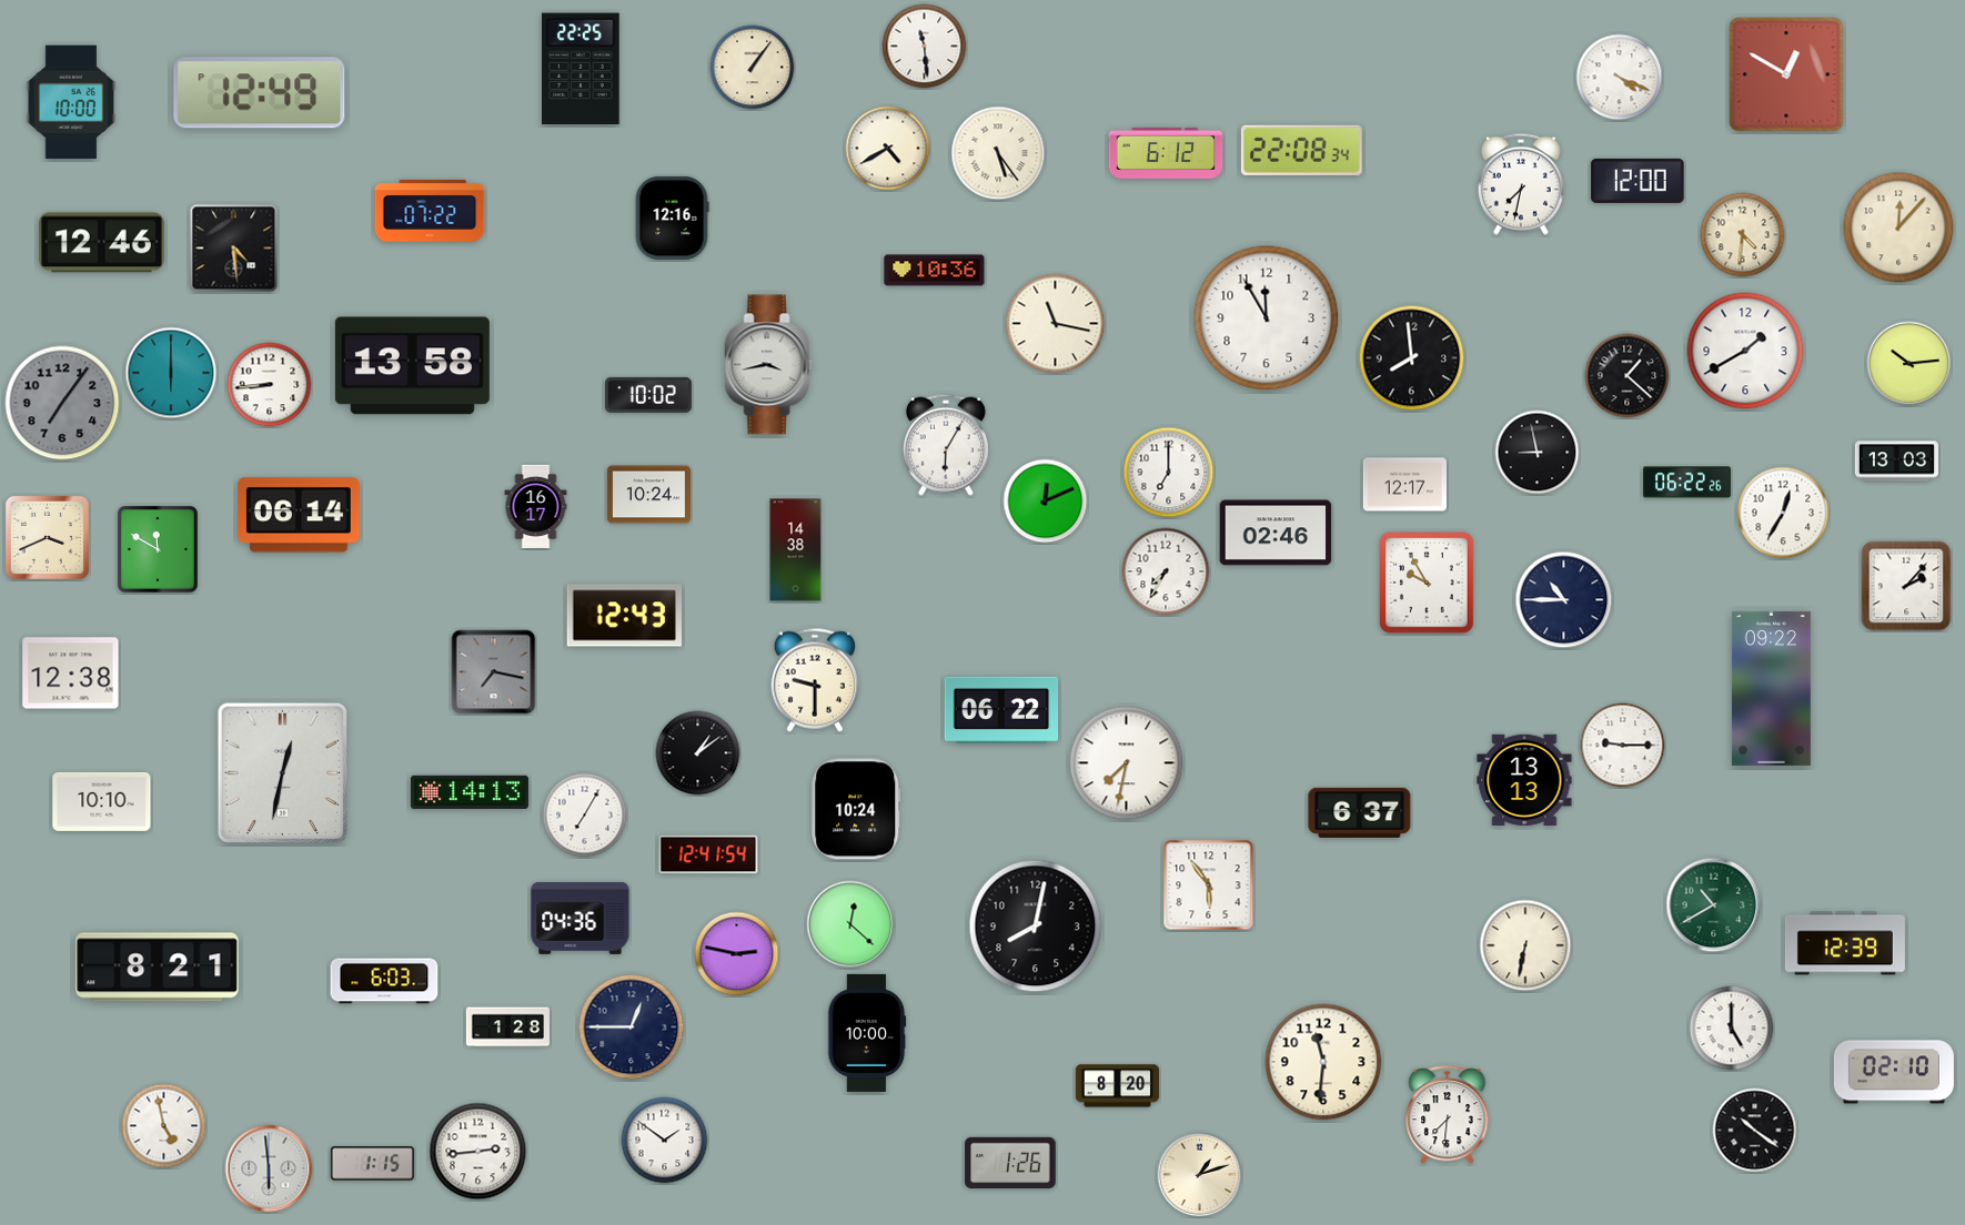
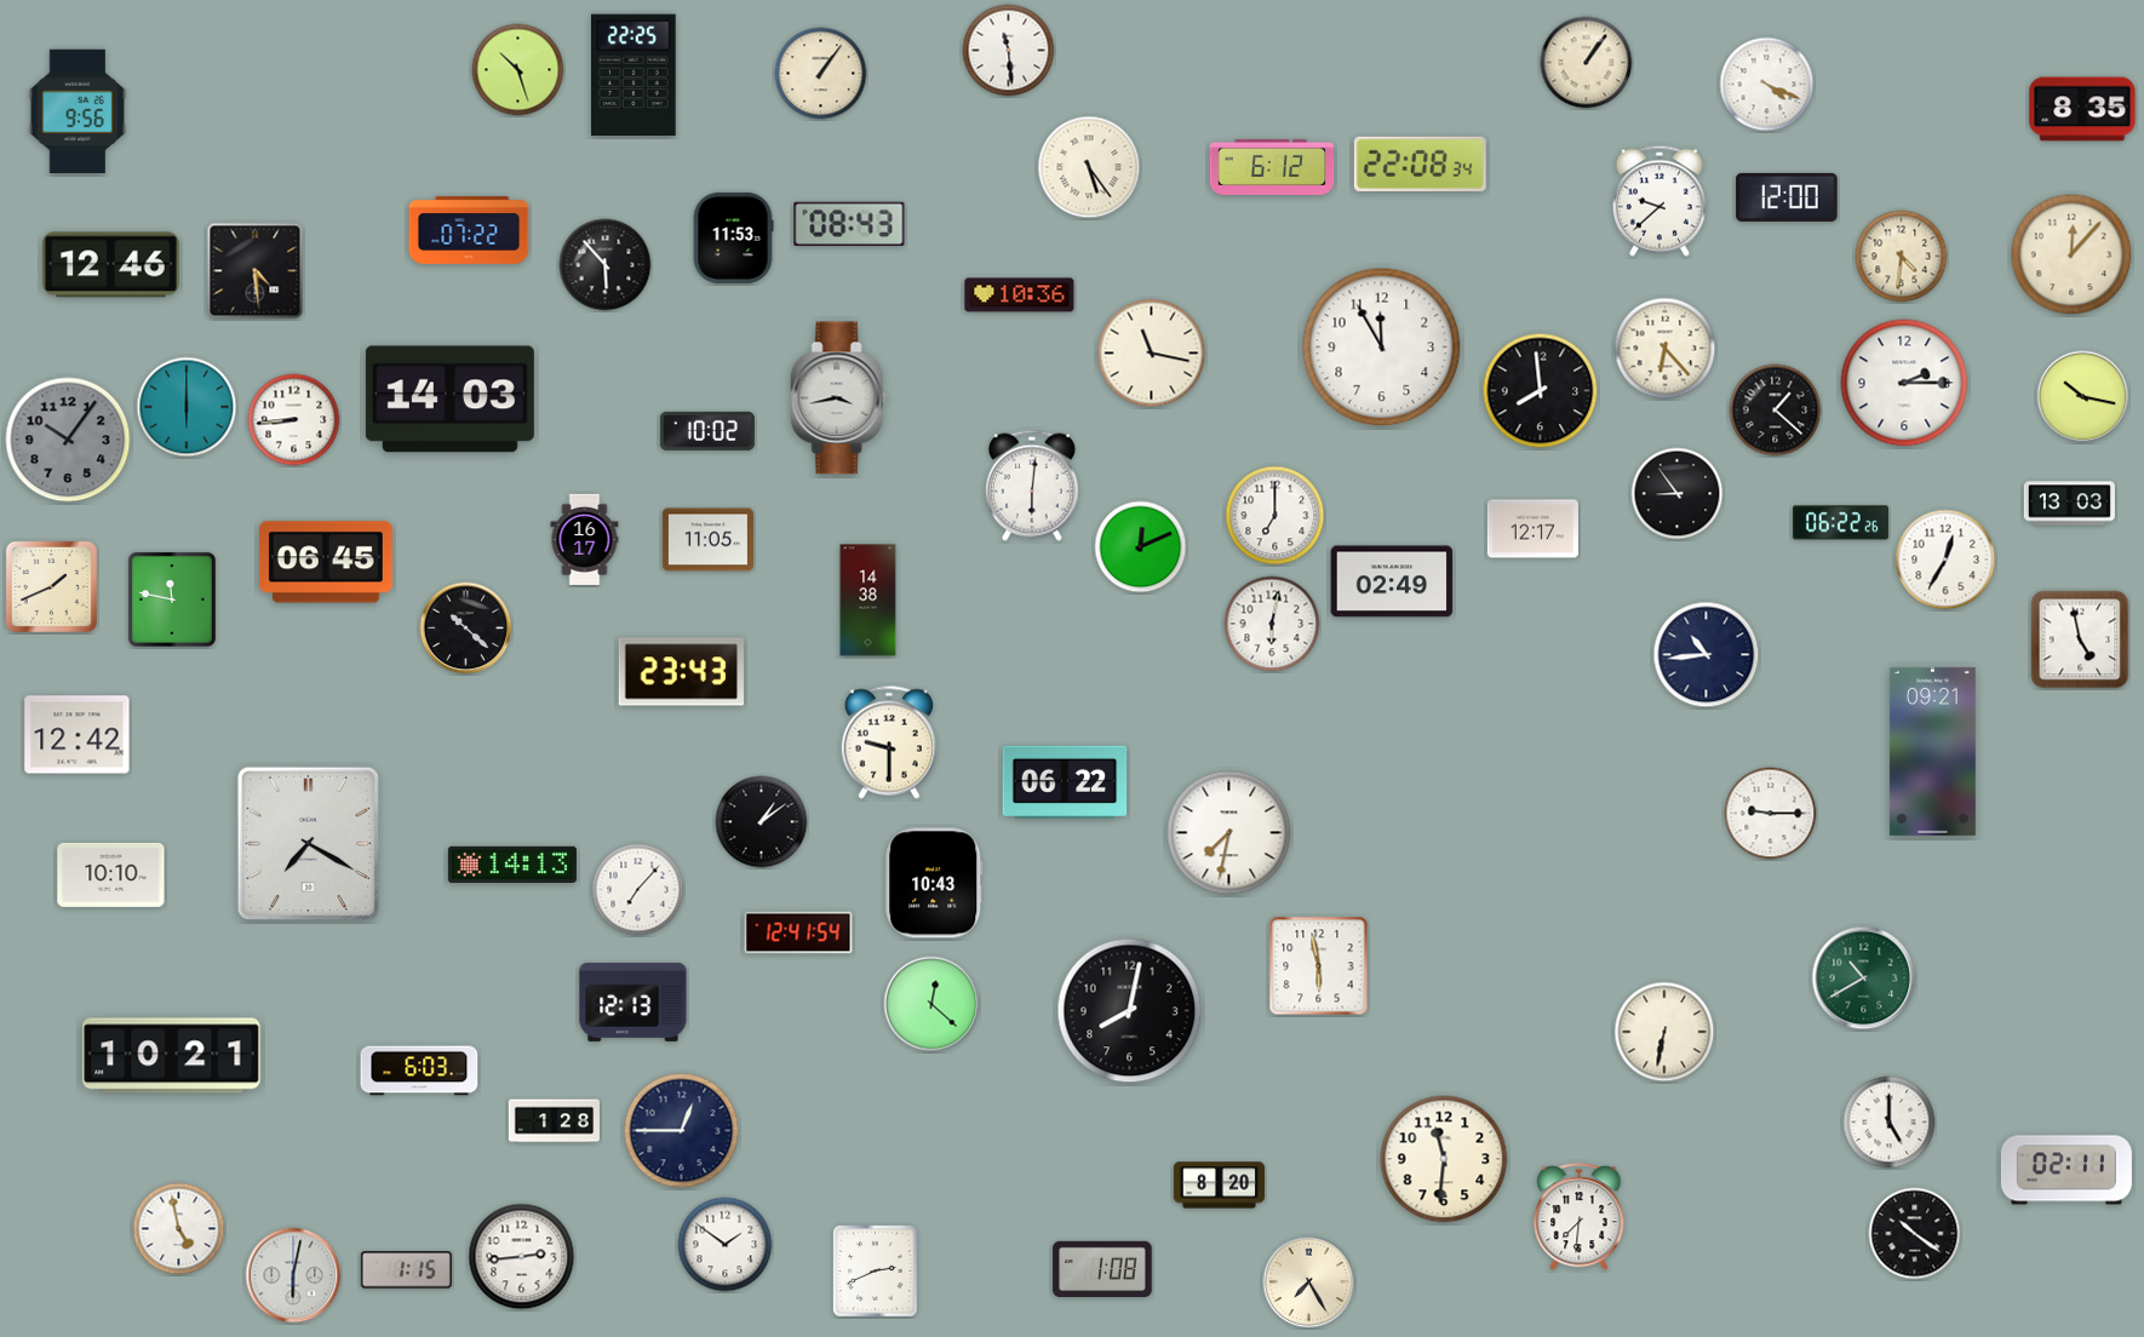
clock at (1587, 63): none -> 1:06
clock at (518, 70): none -> 10:27
clock at (1786, 74): 12:50 -> none
clock at (260, 93): 12:49 -> none
clock at (2082, 109): none -> 8:35
clock at (71, 102): 10:00 -> 9:56
clock at (888, 149): 4:40 -> none
clock at (1521, 184): 7:32 -> 9:38
clock at (849, 223): none -> 08:43
clock at (672, 217): 12:16 -> 11:53
clock at (1898, 227) position: (1898, 227) -> (2071, 254)
clock at (606, 265): none -> 5:53
clock at (1666, 349): none -> 6:23
clock at (1745, 351): 1:40 -> 2:15
clock at (1909, 364): 10:14 -> 10:17
clock at (412, 366): 13:58 -> 14:03
clock at (62, 403): 7:06 -> 10:06
clock at (946, 445): 6:05 -> 6:01
clock at (1538, 453): 8:58 -> 8:54
clock at (1686, 483) position: (1686, 483) -> (1840, 523)
clock at (648, 495): 10:24 -> 11:05
clock at (536, 506) position: (536, 506) -> (585, 539)
clock at (299, 515): 06:14 -> 06:45
clock at (1276, 533): 02:46 -> 02:49
clock at (47, 537): 3:41 -> 1:41
clock at (158, 549): 11:50 -> 11:47
clock at (1166, 571): 7:35 -> 6:02
clock at (466, 629): none -> 10:22
clock at (1427, 583): 9:55 -> none
clock at (1906, 586): 2:07 -> 4:58
clock at (1564, 600): 10:45 -> 10:44
clock at (624, 616): 12:43 -> 23:43
clock at (494, 672): 7:17 -> none
clock at (71, 674): 12:38 -> 12:42
clock at (1771, 688): 09:22 -> 09:21
clock at (1001, 709) position: (1001, 709) -> (1065, 781)
clock at (282, 772): 12:32 -> 7:20
clock at (1524, 780): 13:13 -> none
clock at (856, 809): 10:24 -> 10:43
clock at (1360, 812): 6:37 -> none
clock at (585, 816): 7:05 -> 7:07
clock at (708, 854) position: (708, 854) -> (798, 933)
clock at (1209, 885): 5:54 -> 5:58
clock at (1714, 905) position: (1714, 905) -> (1864, 979)
clock at (581, 918): 04:36 -> 12:13
clock at (850, 924) position: (850, 924) -> (931, 1004)
clock at (1845, 943): 12:39 -> none
clock at (737, 954): 2:47 -> none
clock at (158, 968): 8:21 -> 10:21
clock at (632, 1027) position: (632, 1027) -> (682, 1131)
clock at (867, 1033): 10:00 -> none
clock at (1894, 1072): 02:10 -> 02:11
clock at (1010, 1162): 1:26 -> 1:08
clock at (875, 1270): none -> 2:41
clock at (269, 1168): 5:59 -> 6:02
clock at (1200, 1175): 1:12 -> 7:25
